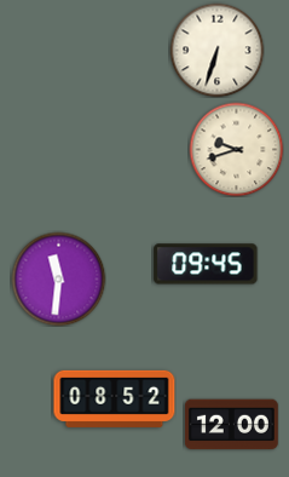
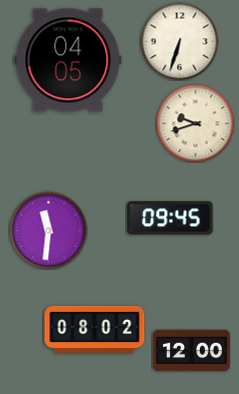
clock at (68, 60): none -> 04:05
clock at (115, 398): 08:52 -> 08:02
